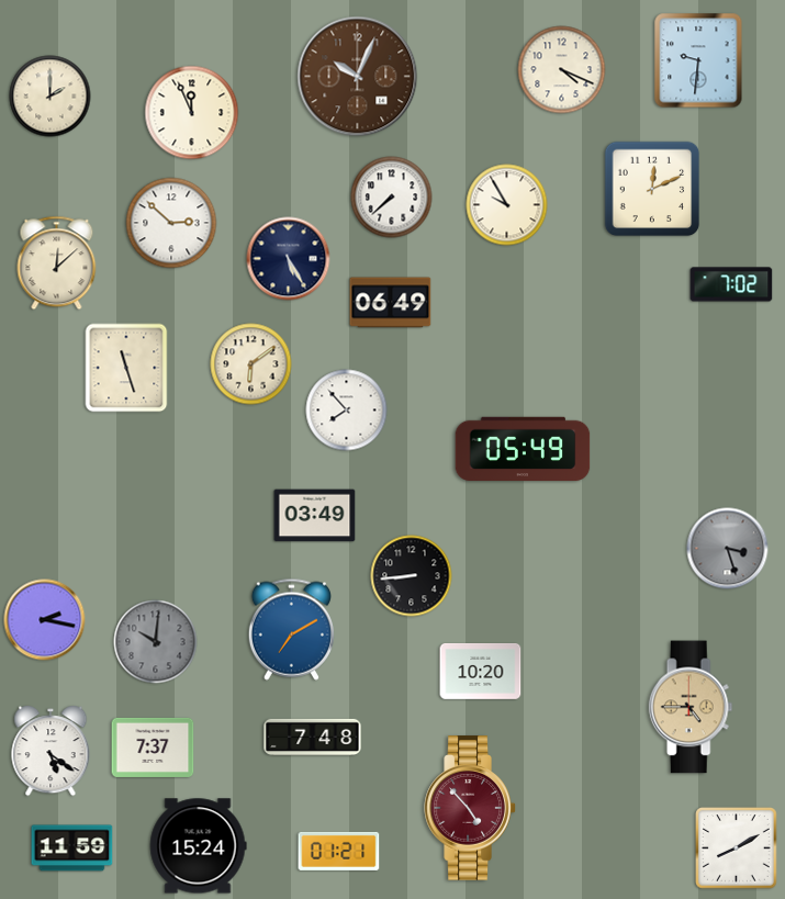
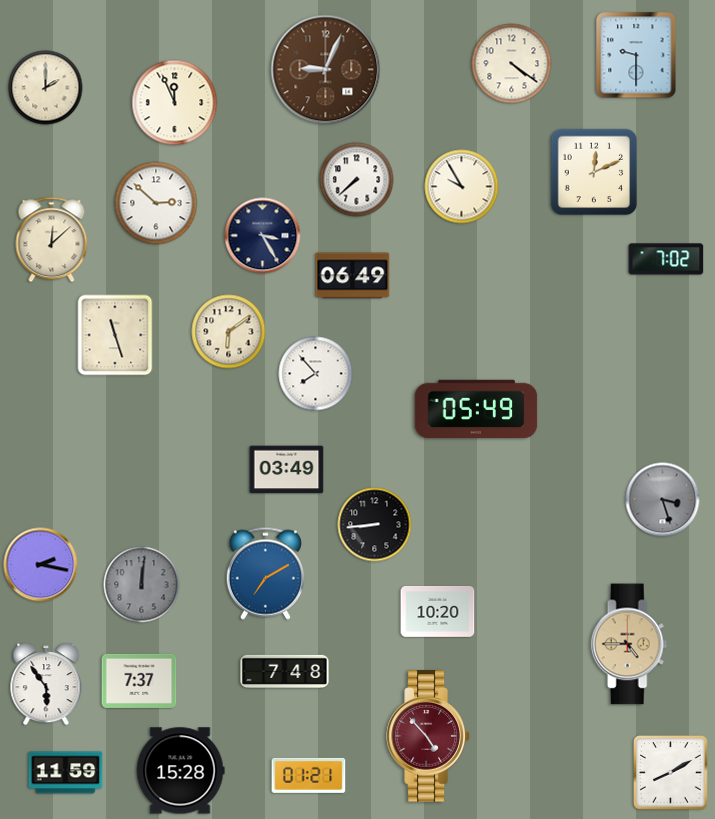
clock at (698, 60): 9:31 -> 9:30
clock at (562, 70): 4:19 -> 4:21
clock at (358, 77): 10:04 -> 9:04
clock at (289, 259): 5:25 -> 3:25
clock at (391, 303) position: (391, 303) -> (353, 276)
clock at (156, 642): 10:01 -> 12:01
clock at (51, 751): 5:21 -> 5:54
clock at (198, 846): 15:24 -> 15:28
